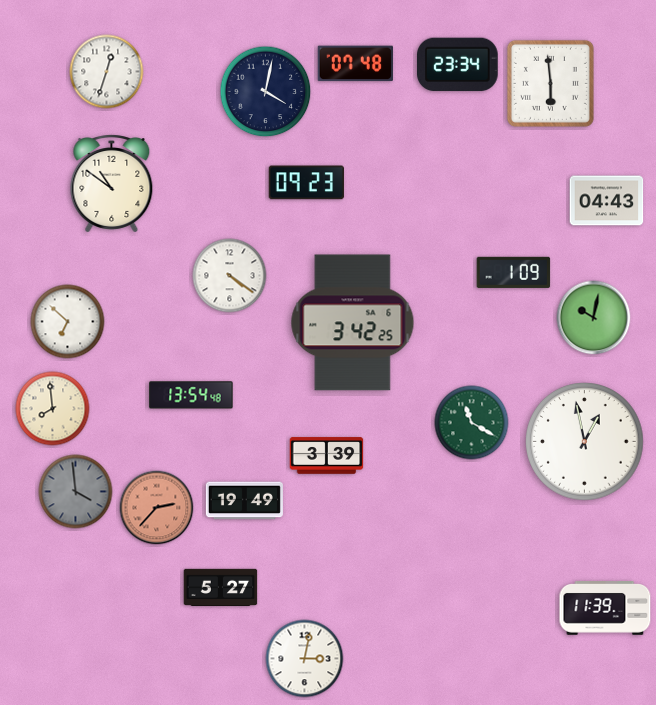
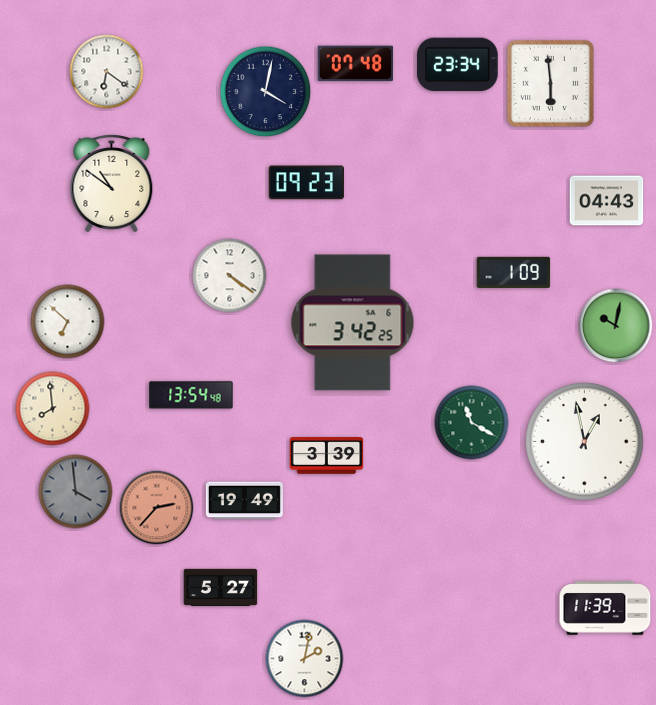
clock at (107, 72): 12:33 -> 6:21
clock at (594, 318) position: (594, 318) -> (616, 326)
clock at (305, 659): 3:02 -> 2:02
